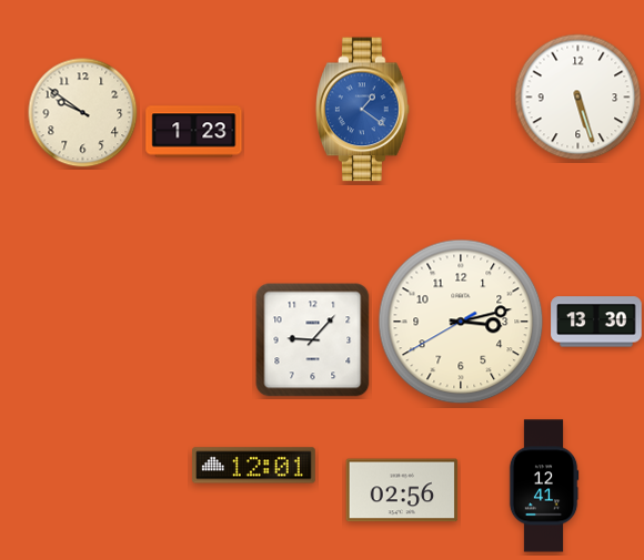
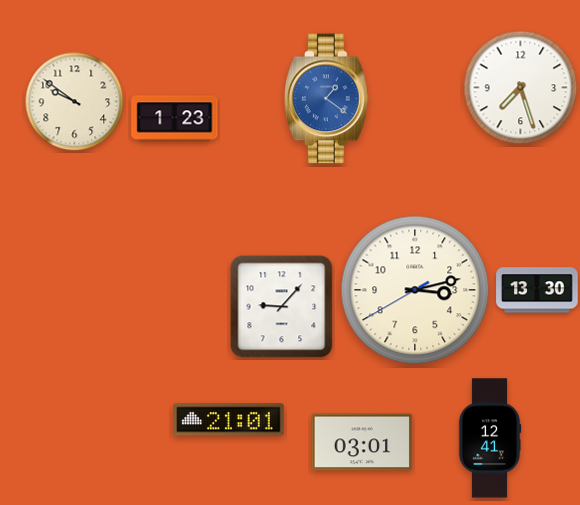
clock at (578, 98): 5:27 -> 7:27
clock at (254, 466): 12:01 -> 21:01
clock at (402, 490): 02:56 -> 03:01
